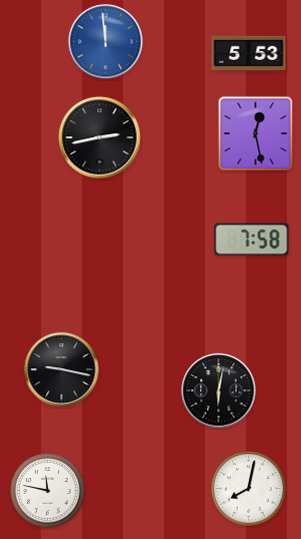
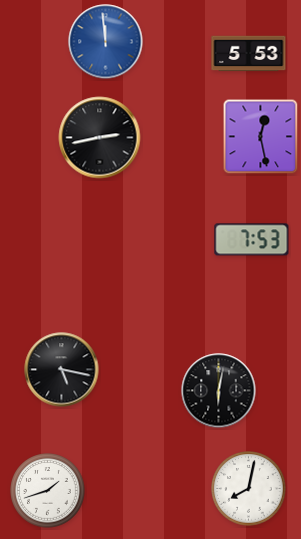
clock at (256, 134) position: (256, 134) -> (261, 137)
clock at (252, 240): 7:58 -> 7:53
clock at (62, 370): 9:17 -> 5:17
clock at (48, 491): 11:47 -> 1:42
